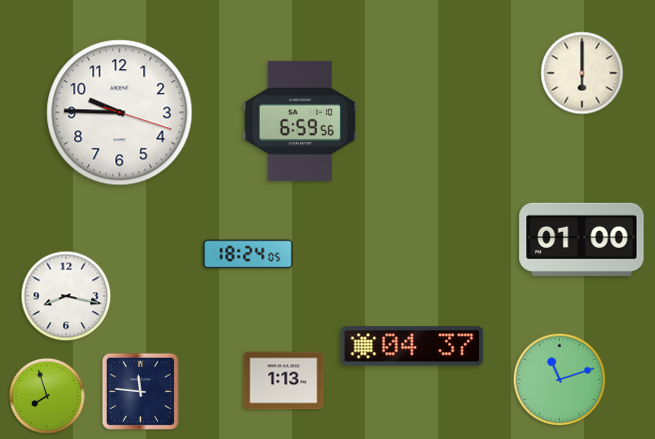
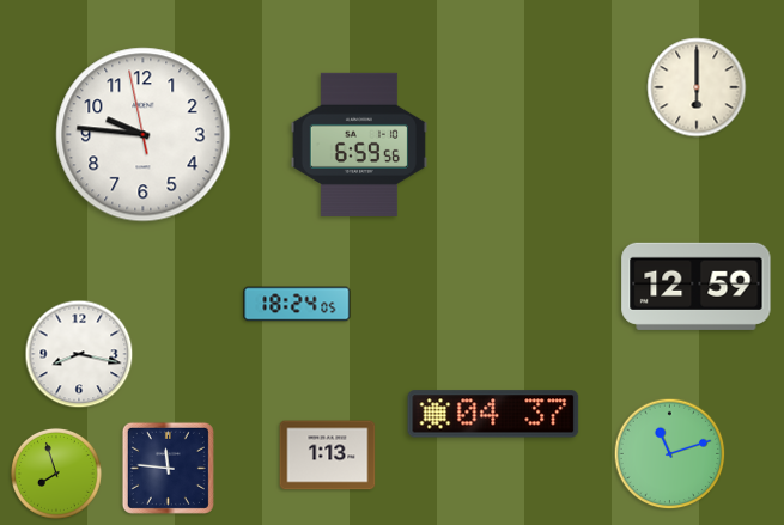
clock at (120, 113): 9:45:18 -> 9:45:58
clock at (582, 239): 01:00 -> 12:59
clock at (284, 381) position: (284, 381) -> (328, 456)
